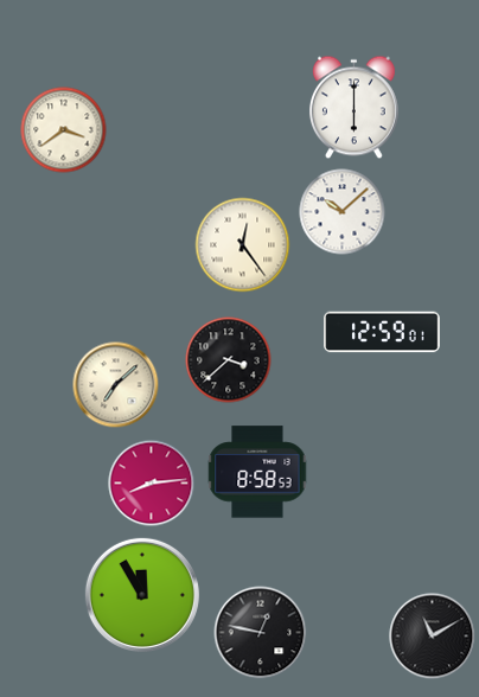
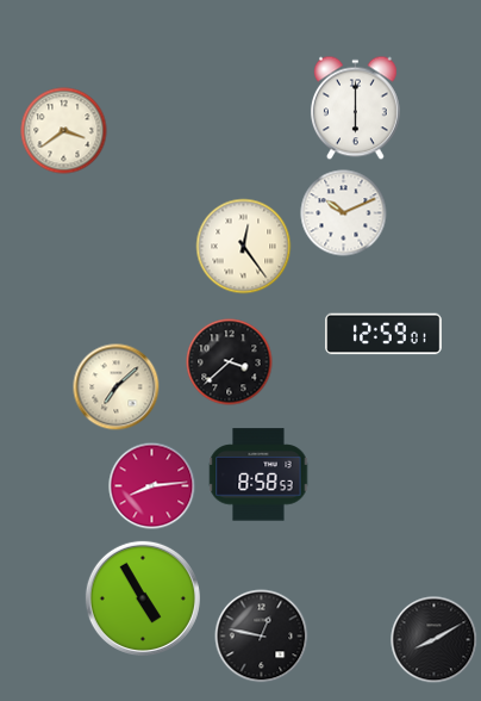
clock at (343, 212): 10:08 -> 10:11
clock at (142, 595): 11:55 -> 4:55
clock at (433, 637): 11:10 -> 8:10
